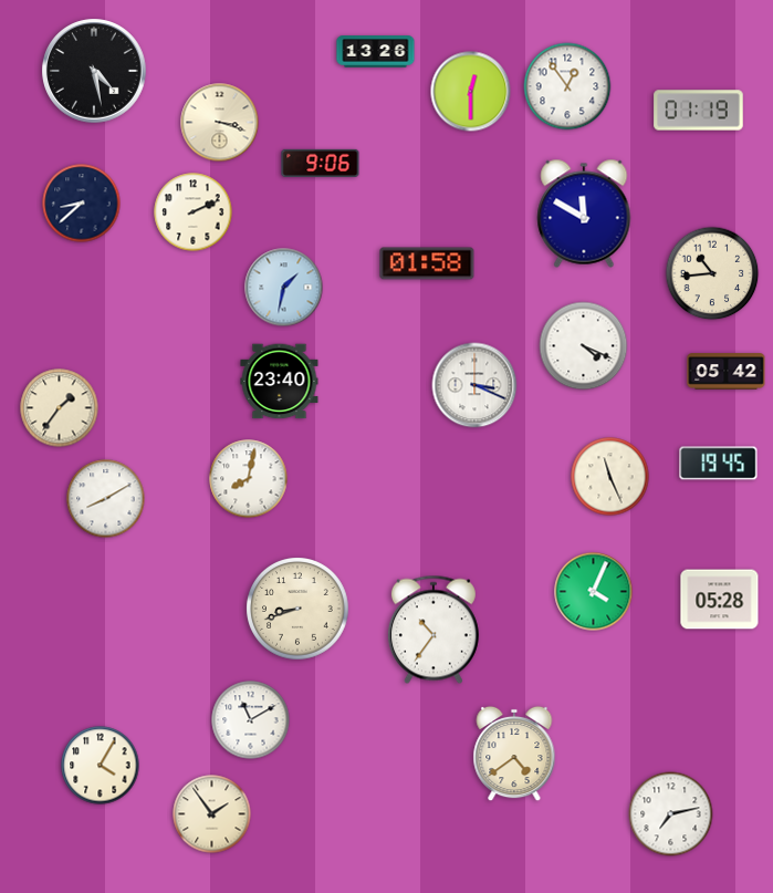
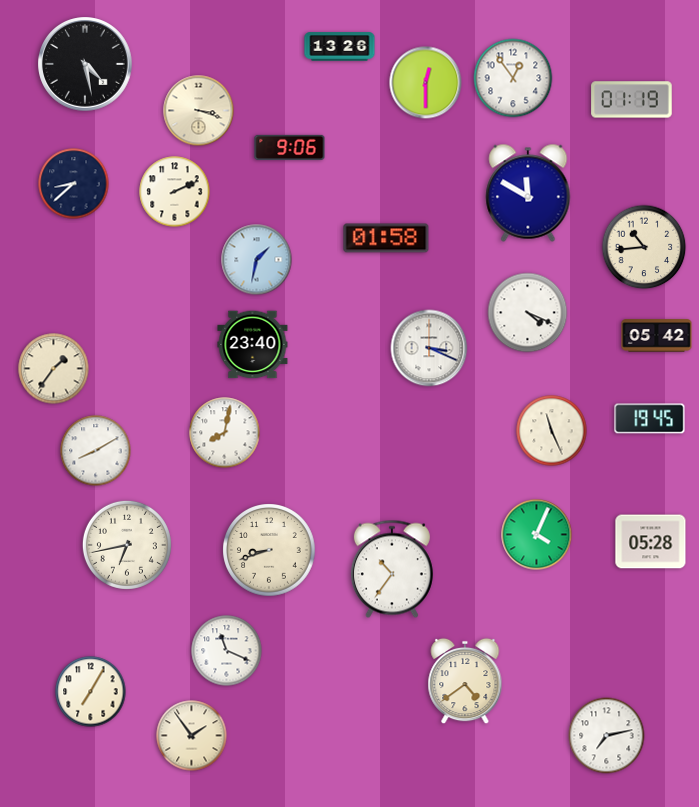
clock at (127, 545): none -> 6:43
clock at (251, 720): 11:10 -> 11:19
clock at (101, 766): 4:05 -> 7:05
